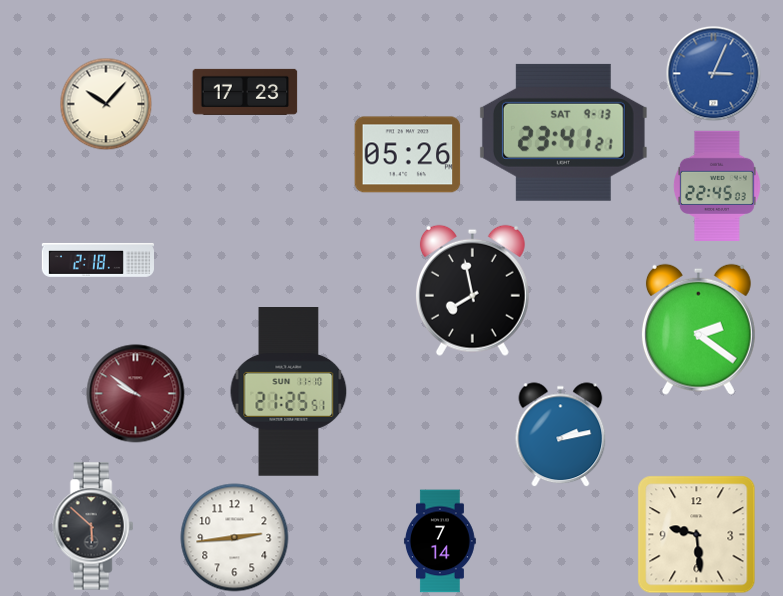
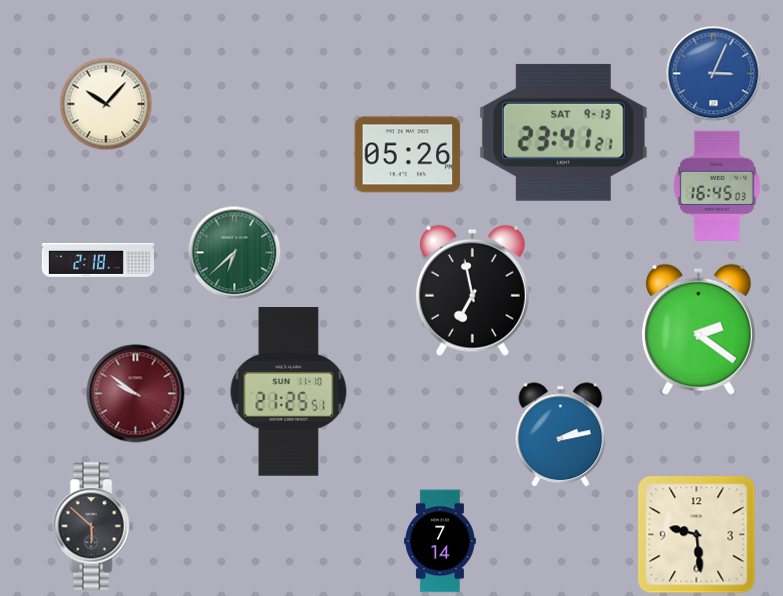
clock at (245, 92): 17:23 -> none
clock at (717, 185): 22:45 -> 16:45
clock at (234, 252): none -> 6:38
clock at (472, 290): 7:58 -> 6:58
clock at (235, 538): 2:44 -> none
